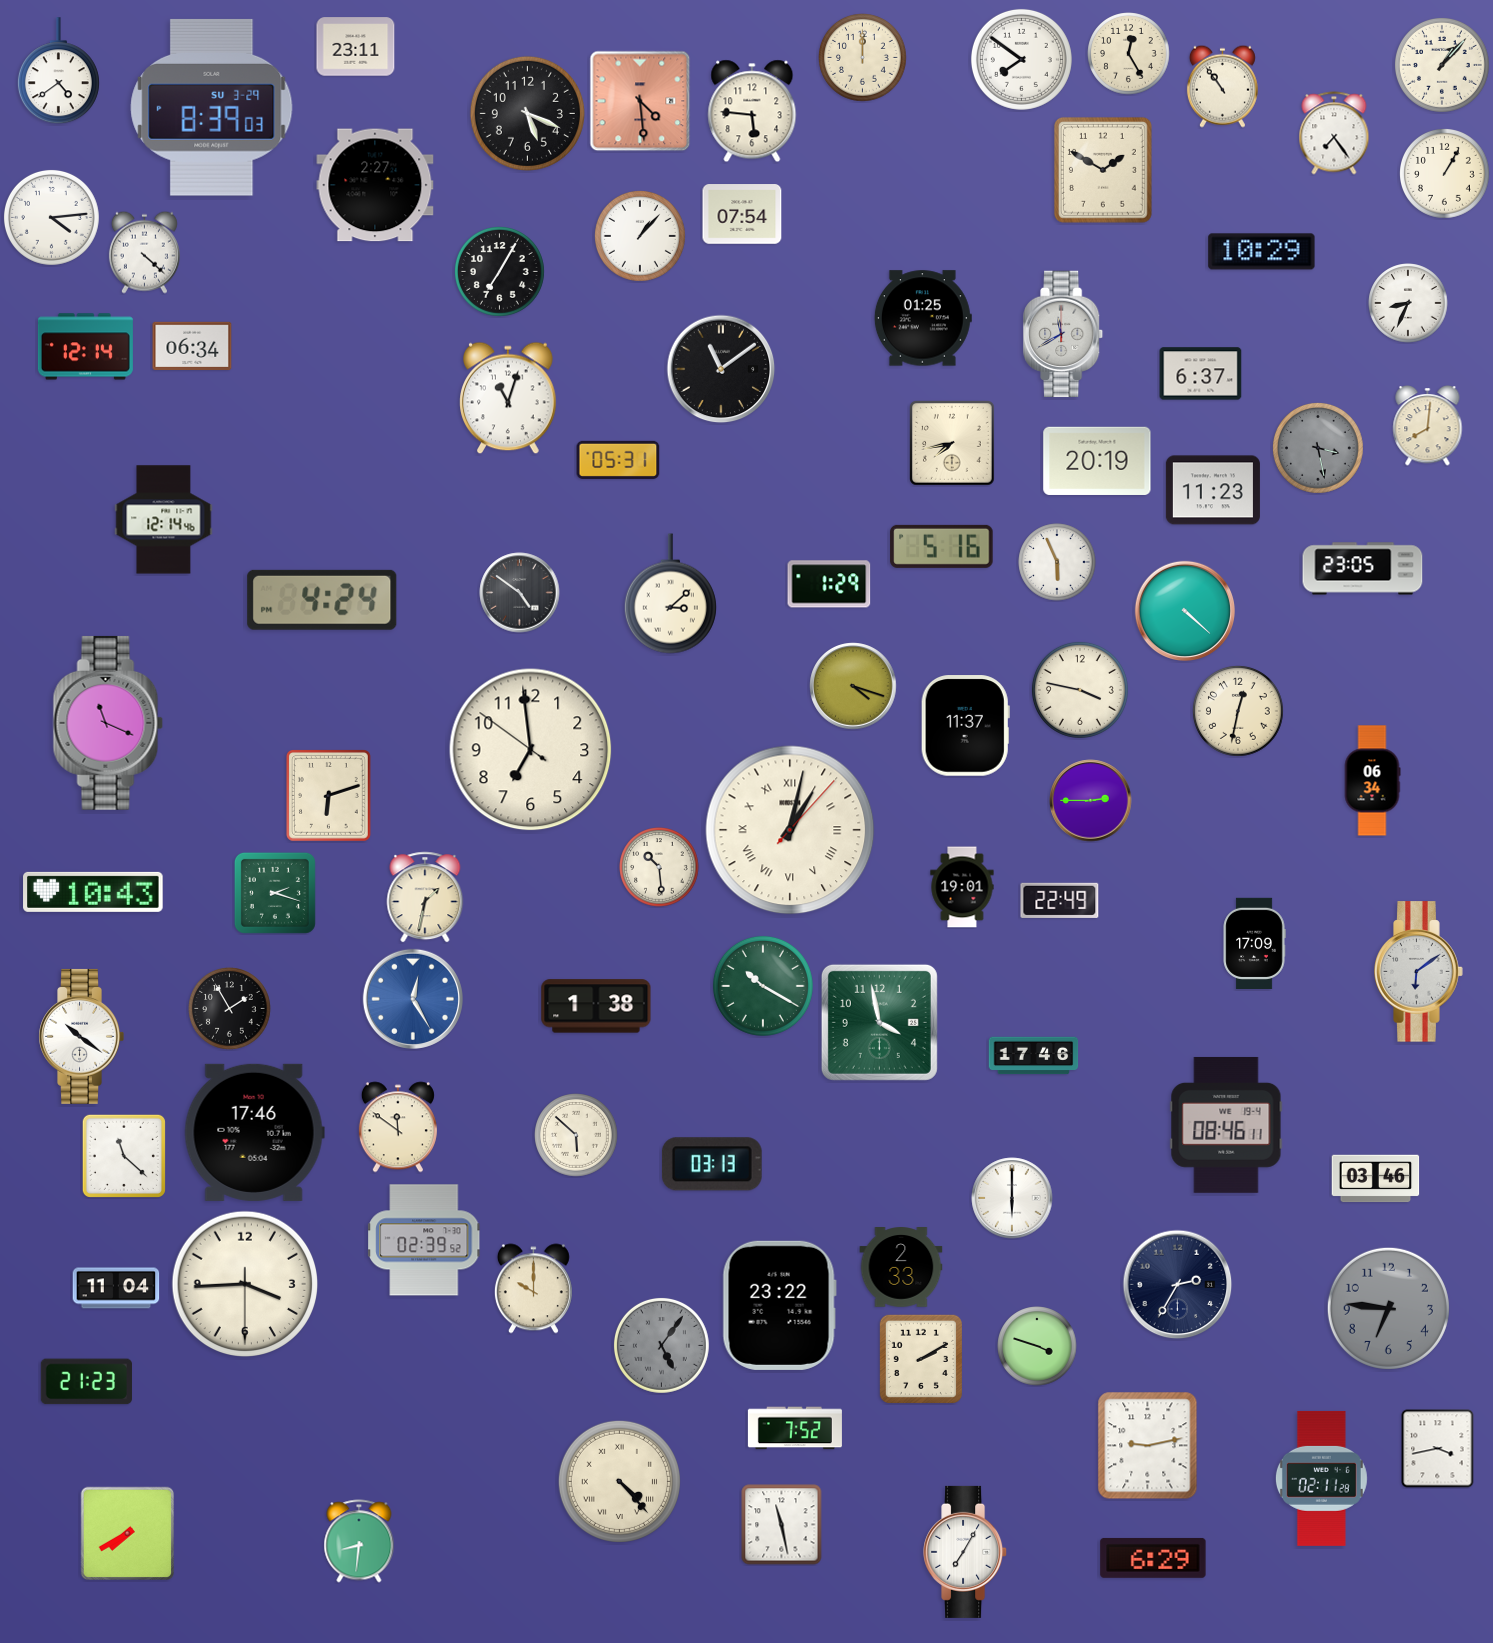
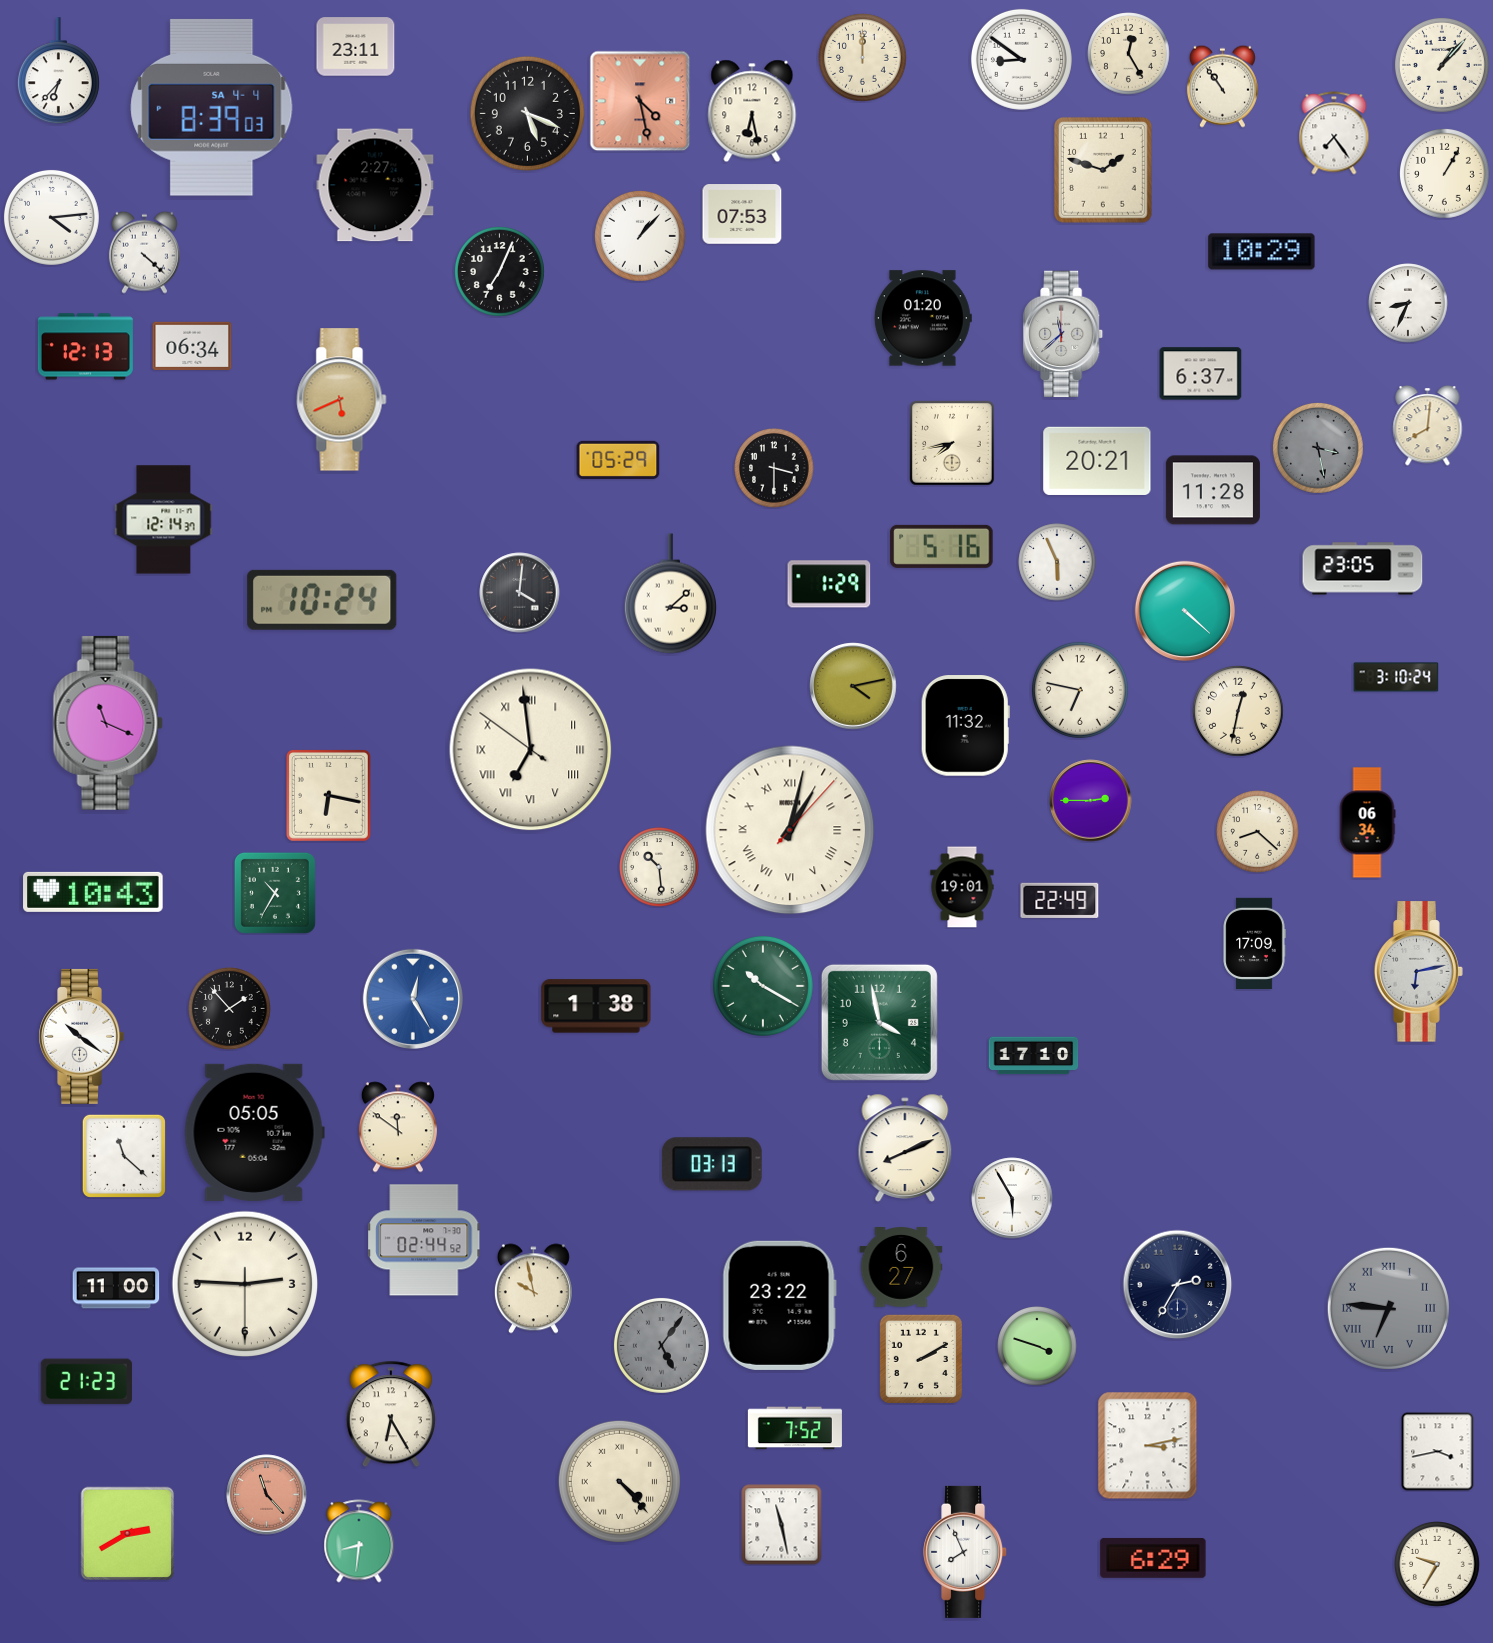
clock at (1021, 59): 7:51 -> 8:51
clock at (58, 71): 4:39 -> 6:37
clock at (640, 101): 4:29 -> 4:28
clock at (212, 107) date: SU 3-29 -> SA 4-4
clock at (752, 111): 5:46 -> 6:28
clock at (1103, 170): 1:50 -> 1:48
clock at (742, 214): 07:54 -> 07:53
clock at (500, 272): 7:05 -> 7:04
clock at (923, 318): 01:25 -> 01:20
clock at (1064, 334): 11:40 -> 11:38
clock at (85, 347): 12:14 -> 12:13
clock at (721, 369): 11:09 -> none
clock at (508, 398): 11:03 -> none
clock at (342, 400): none -> 5:41
clock at (618, 460): 05:31 -> 05:29
clock at (1097, 461): 20:19 -> 20:21
clock at (774, 468): none -> 3:30
clock at (1213, 490): 11:23 -> 11:28
clock at (164, 520): 12:14:46 -> 12:14:37
clock at (520, 593): 4:51 -> 4:01
clock at (322, 600): 4:24 -> 10:24
clock at (1396, 677): none -> 3:10
clock at (853, 686): 4:18 -> 4:13
clock at (1080, 690): 3:47 -> 6:47
clock at (965, 726): 11:37 -> 11:32
clock at (531, 750) numerals: Arabic -> Roman
clock at (1372, 781) position: (1372, 781) -> (1367, 823)
clock at (328, 796): 6:12 -> 6:17
clock at (1258, 832): none -> 8:22
clock at (275, 893): 2:18 -> 10:35
clock at (425, 897): 1:32 -> none
clock at (1419, 972): 6:09 -> 6:13
clock at (230, 1009): 1:55 -> 1:53
clock at (1034, 1056): 17:46 -> 17:10
clock at (1226, 1125): 08:46 -> none
clock at (254, 1132): 17:46 -> 05:05
clock at (576, 1135): 5:52 -> none
clock at (905, 1148): none -> 8:11
clock at (1376, 1179): 03:46 -> none
clock at (1012, 1198): 6:00 -> 5:55
clock at (424, 1240): 02:39 -> 02:44
clock at (901, 1267): 2:33 -> 6:27
clock at (245, 1284): 3:44 -> 2:45
clock at (116, 1288): 11:04 -> 11:00
clock at (533, 1289): 10:00 -> 9:58
clock at (1388, 1308) numerals: Arabic -> Roman
clock at (391, 1415): none -> 6:25
clock at (1148, 1446): 9:13 -> 3:13
clock at (1438, 1449) position: (1438, 1449) -> (1438, 1452)
clock at (1321, 1478): 02:11 -> none
clock at (267, 1495): none -> 11:23
clock at (128, 1534): 7:40 -> 2:40
clock at (966, 1552): 7:05 -> 7:56
clock at (1438, 1565): none -> 9:35
